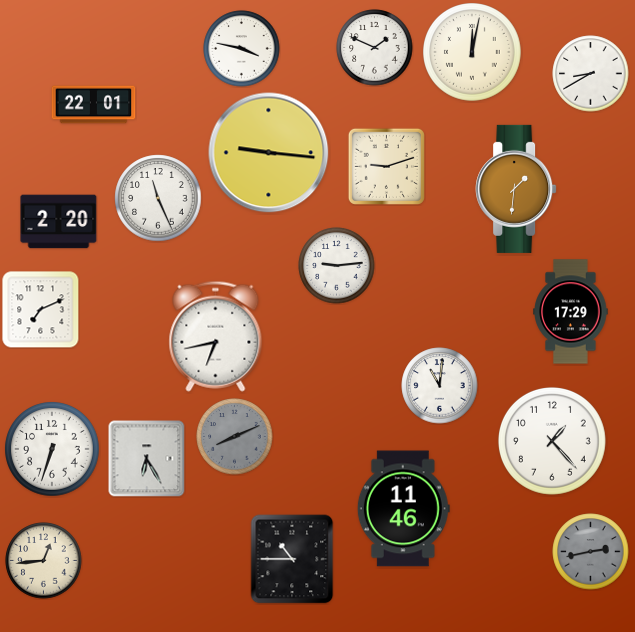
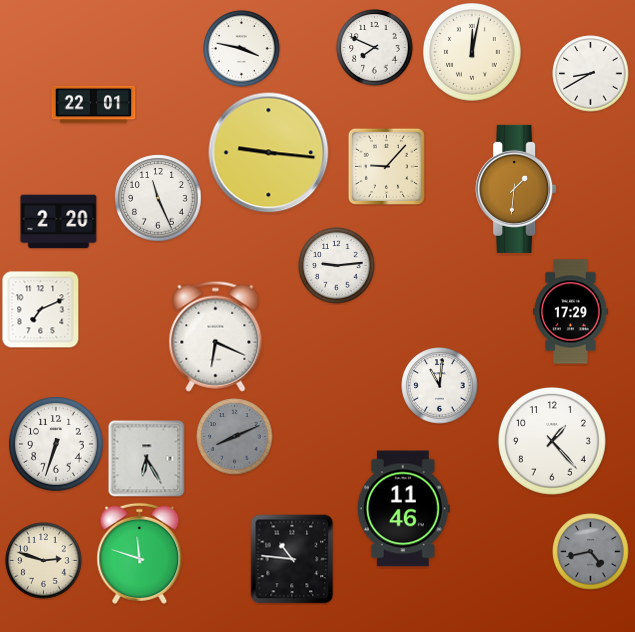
clock at (375, 48): 1:49 -> 7:49
clock at (386, 166): 9:12 -> 9:07
clock at (216, 336): 6:43 -> 6:19
clock at (52, 449) position: (52, 449) -> (56, 444)
clock at (591, 552): 2:43 -> 4:43
clock at (140, 553): none -> 11:48
clock at (292, 559): 10:45 -> 10:46
clock at (44, 561): 12:44 -> 2:48
